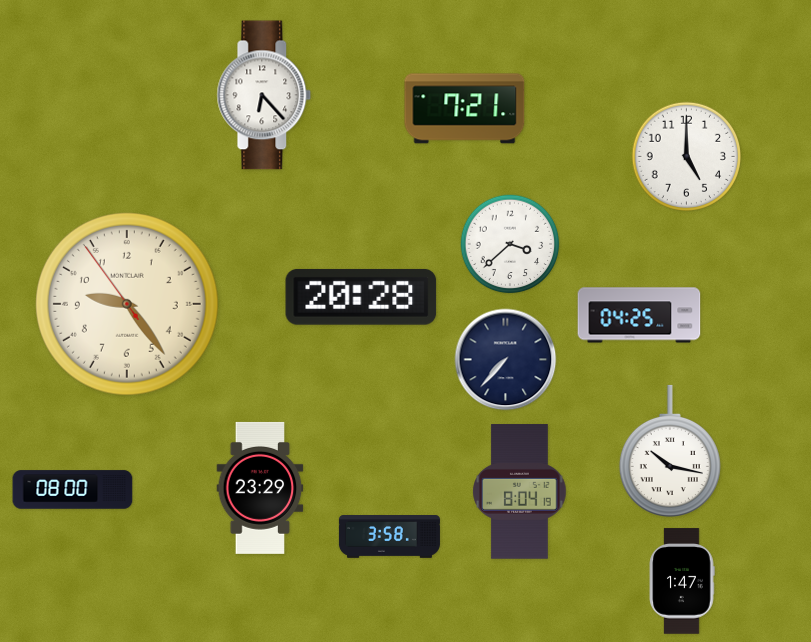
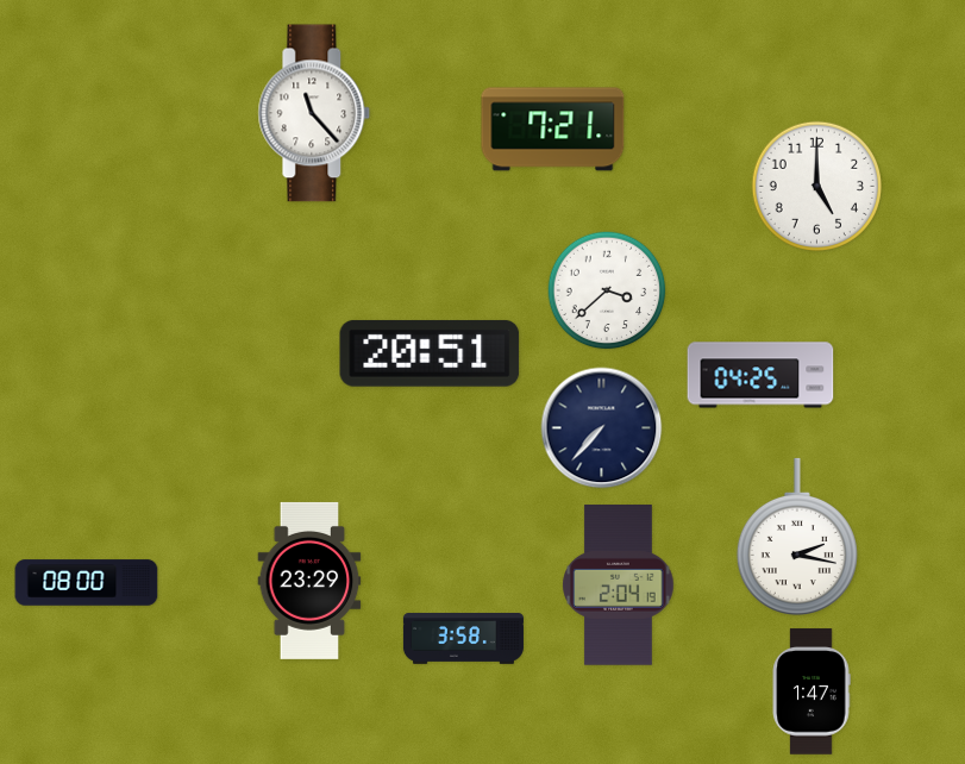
clock at (264, 95): 6:23 -> 11:23
clock at (361, 297): 20:28 -> 20:51
clock at (127, 304): 9:23 -> none
clock at (670, 450): 10:17 -> 2:17
clock at (520, 492): 8:04 -> 2:04
